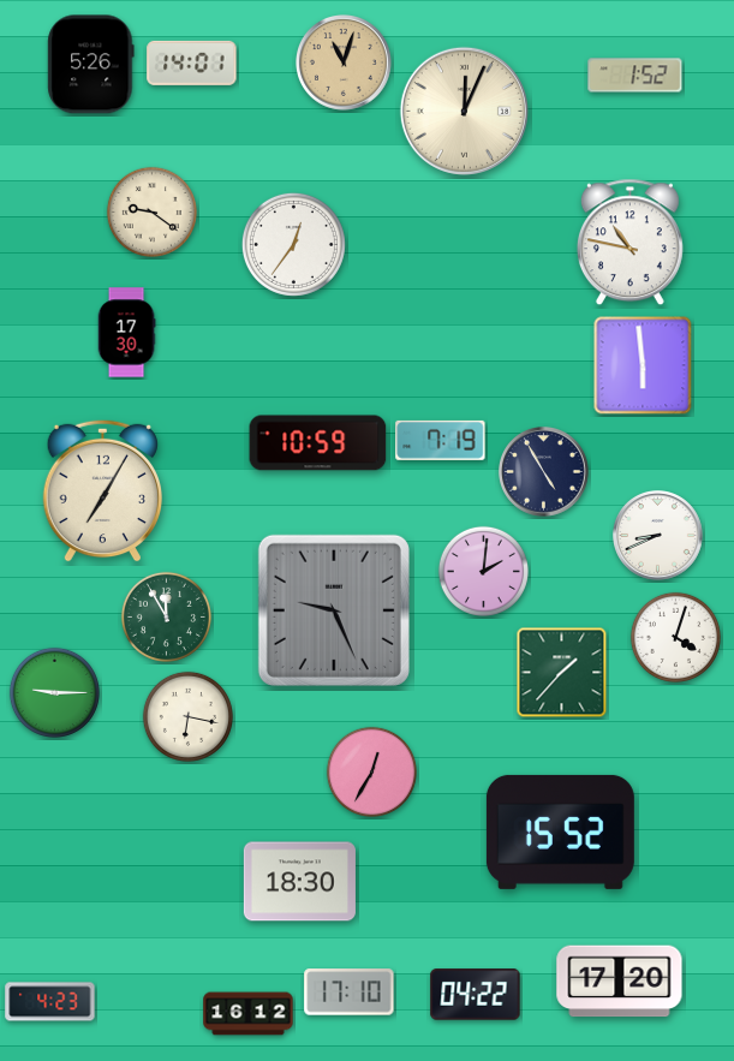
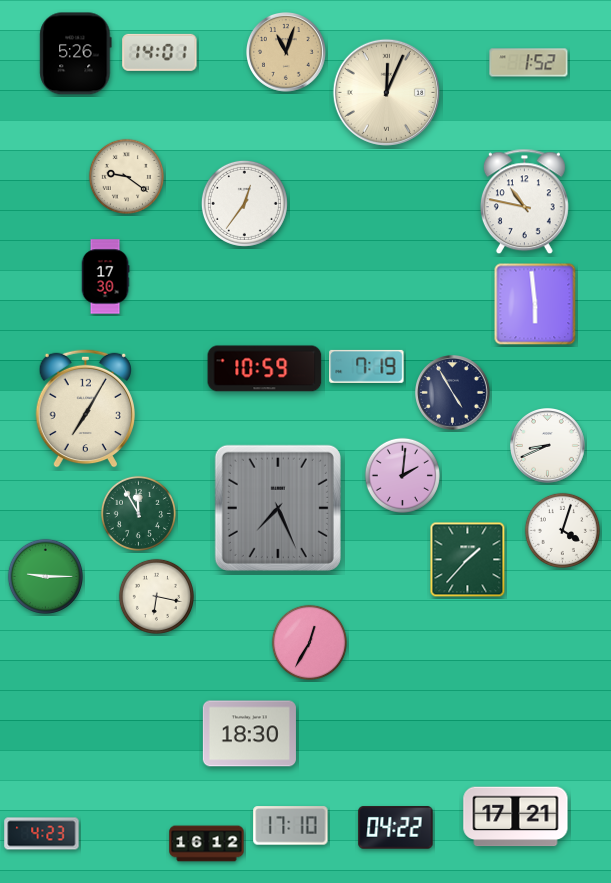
clock at (334, 610): 9:26 -> 7:26
clock at (560, 831): 15:52 -> none
clock at (620, 982): 17:20 -> 17:21
